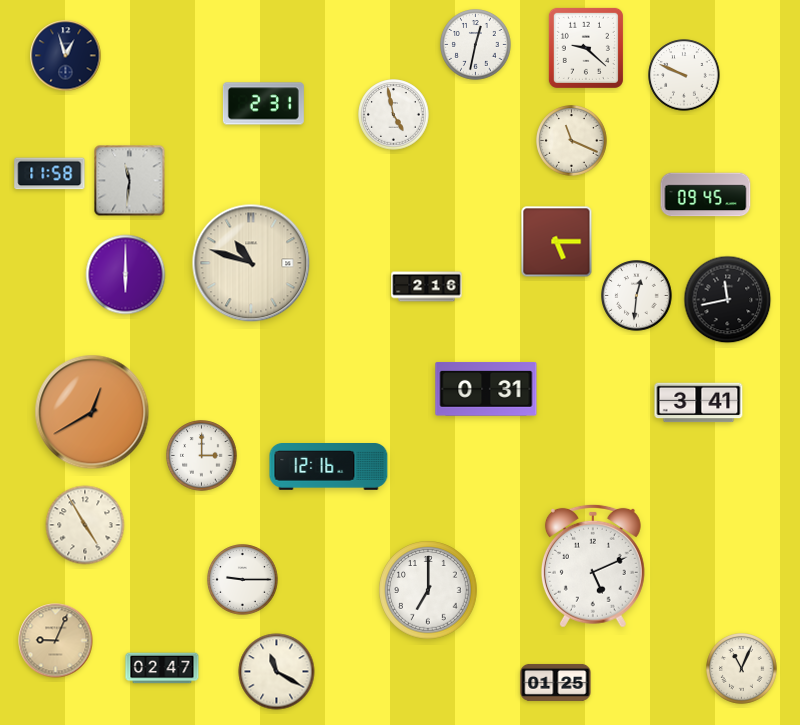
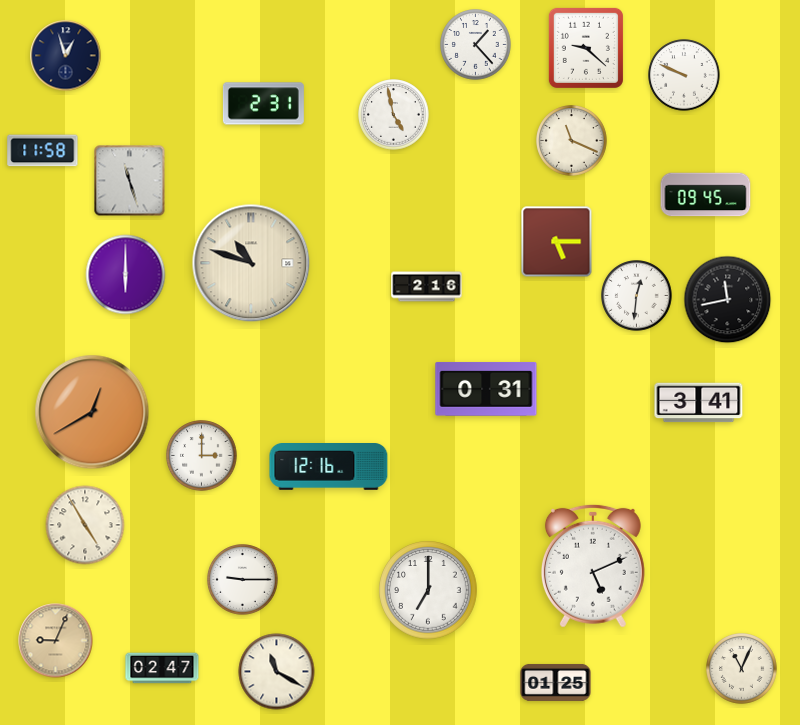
clock at (476, 45): 12:32 -> 1:23
clock at (50, 174) position: (50, 174) -> (43, 151)
clock at (130, 181): 11:31 -> 11:27
